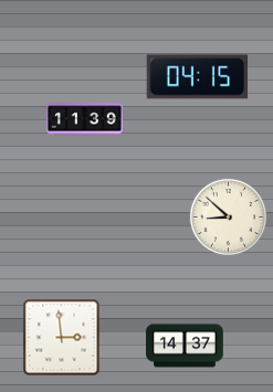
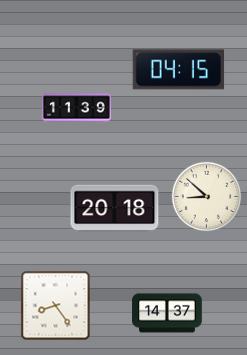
clock at (115, 209): none -> 20:18
clock at (62, 338): 2:59 -> 8:24
